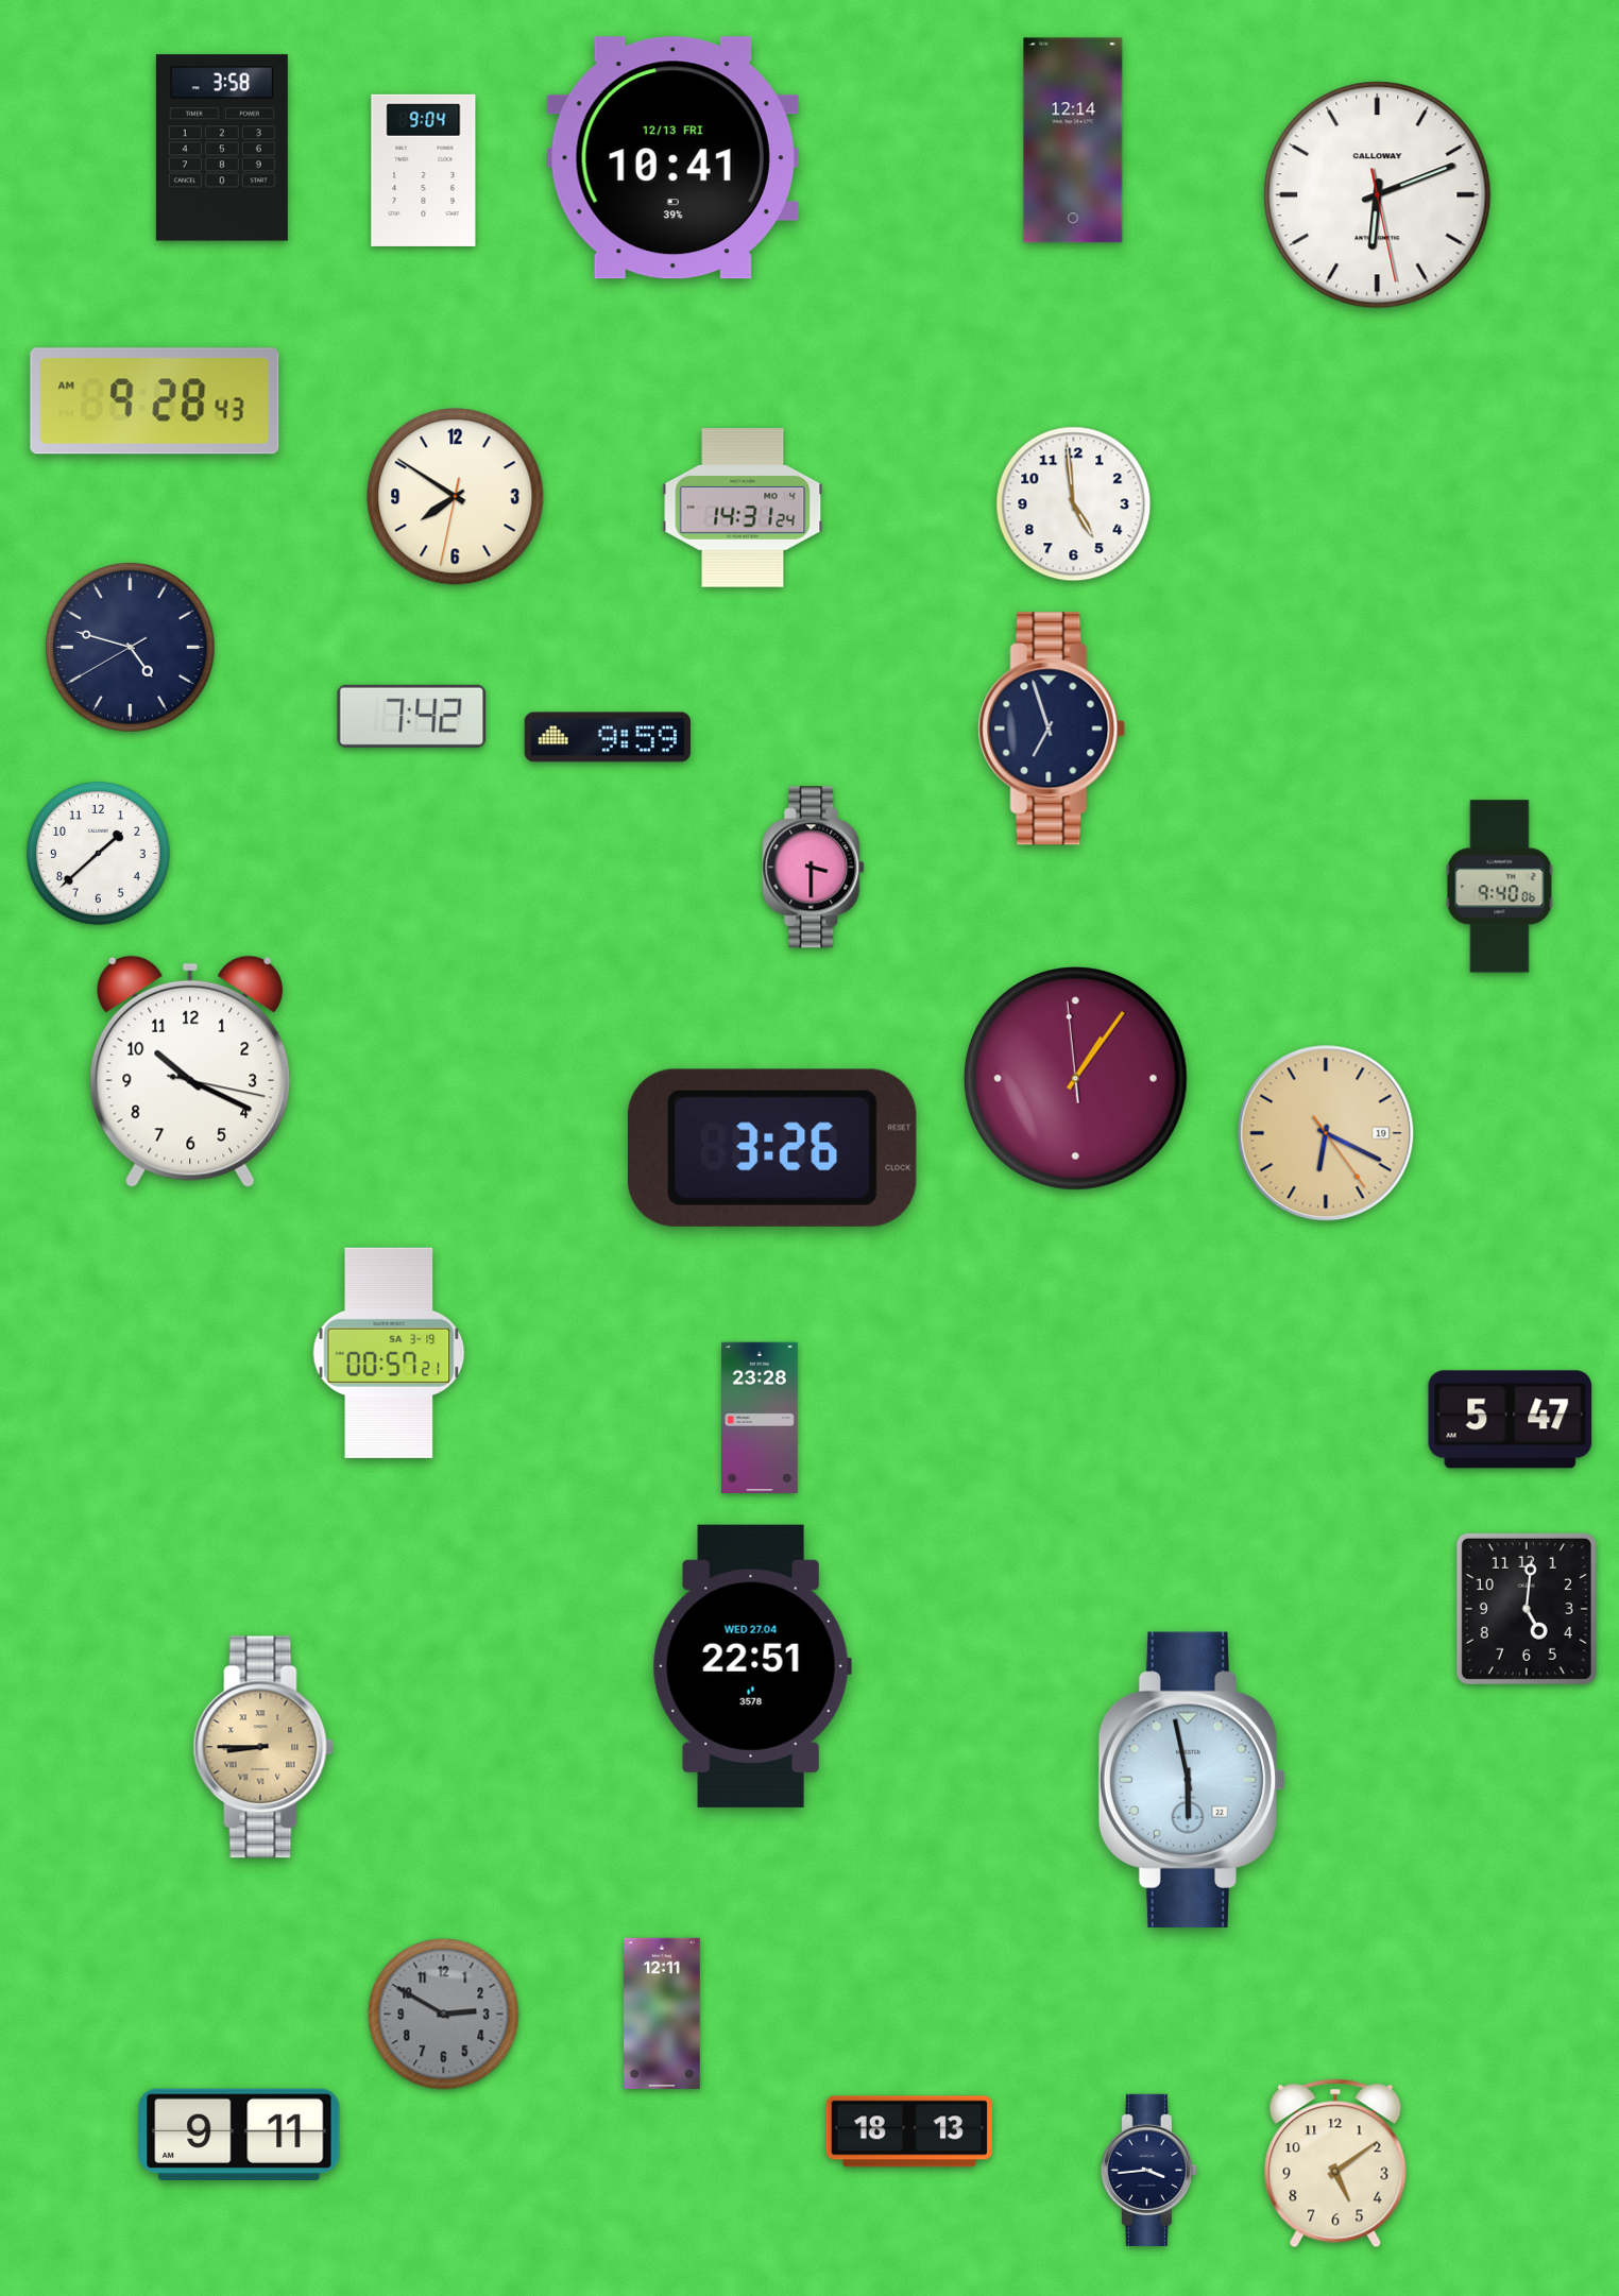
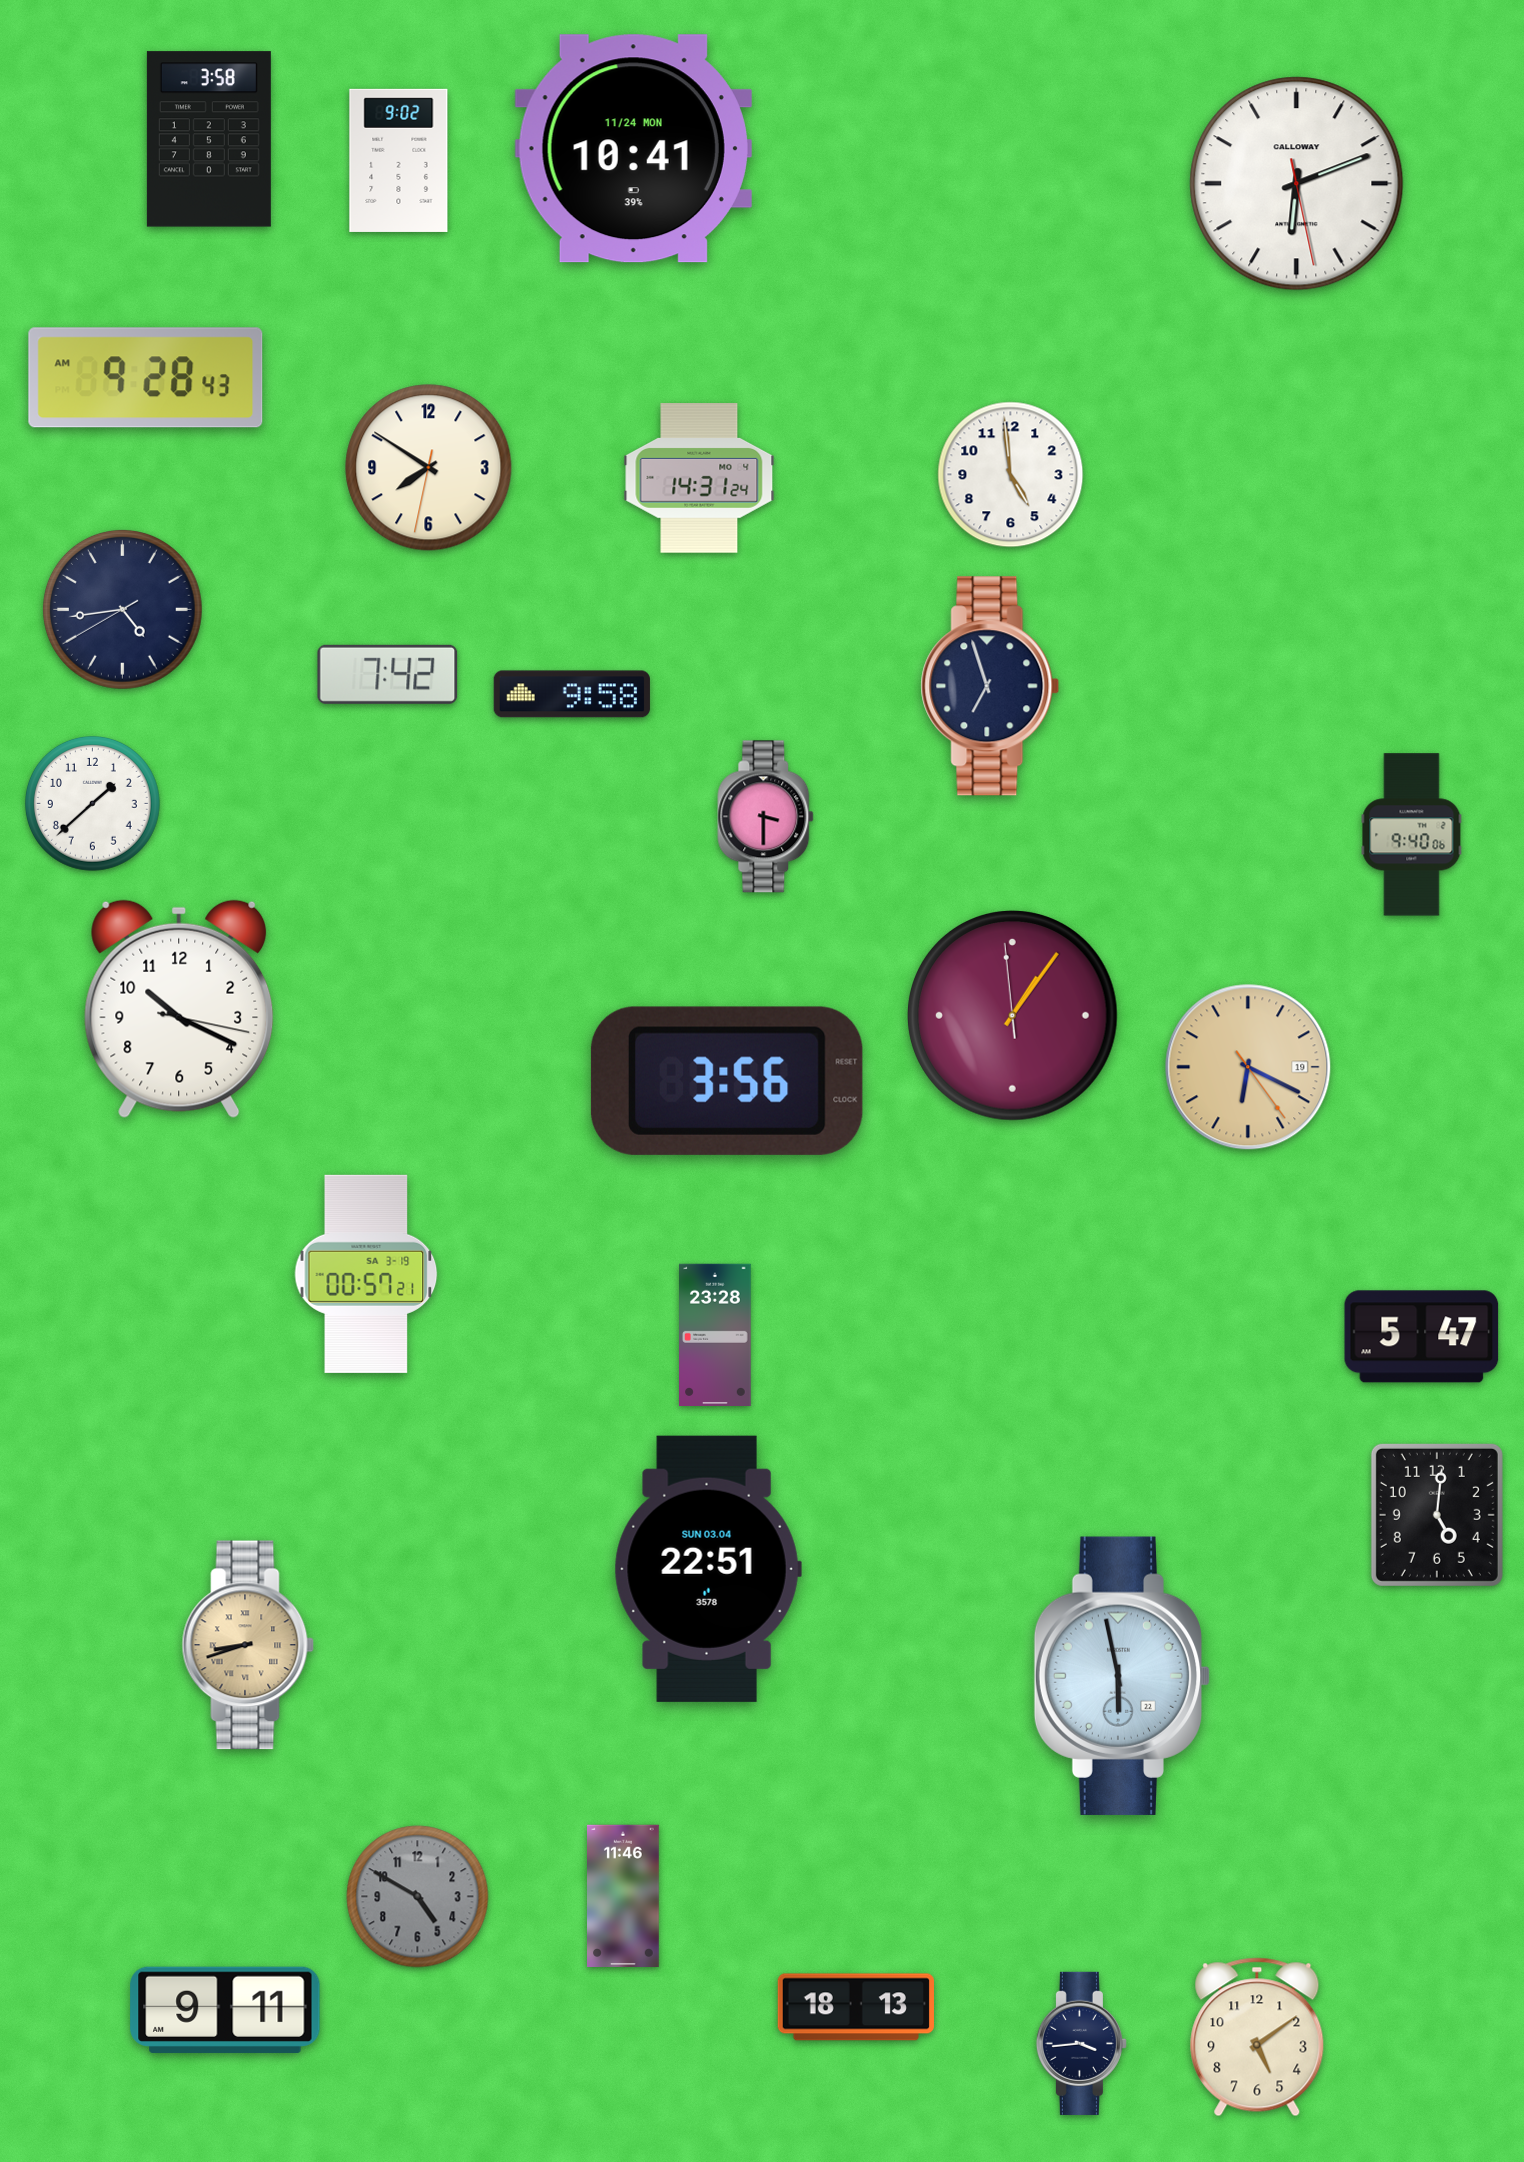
clock at (1073, 140): 12:14 -> none
clock at (672, 158) date: 12/13 FRI -> 11/24 MON
clock at (424, 170): 9:04 -> 9:02
clock at (130, 647): 4:47 -> 4:43
clock at (608, 737): 9:59 -> 9:58
clock at (772, 1148): 3:26 -> 3:56
clock at (752, 1666) date: WED 27.04 -> SUN 03.04
clock at (263, 1747): 8:45 -> 8:42
clock at (662, 2014): 12:11 -> 11:46
clock at (444, 2015): 2:50 -> 4:50
